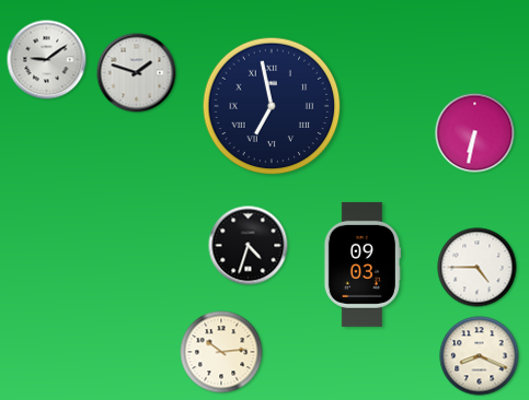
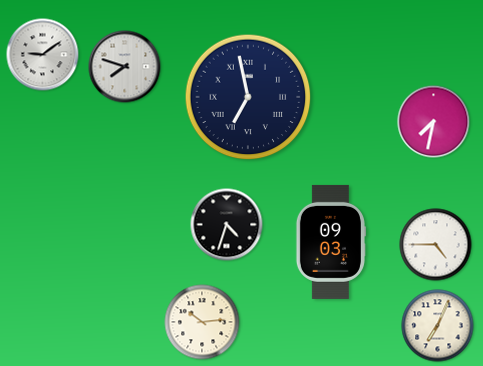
clock at (137, 73): 1:48 -> 7:48
clock at (475, 133): 6:32 -> 7:32
clock at (480, 356): 8:19 -> 7:04
